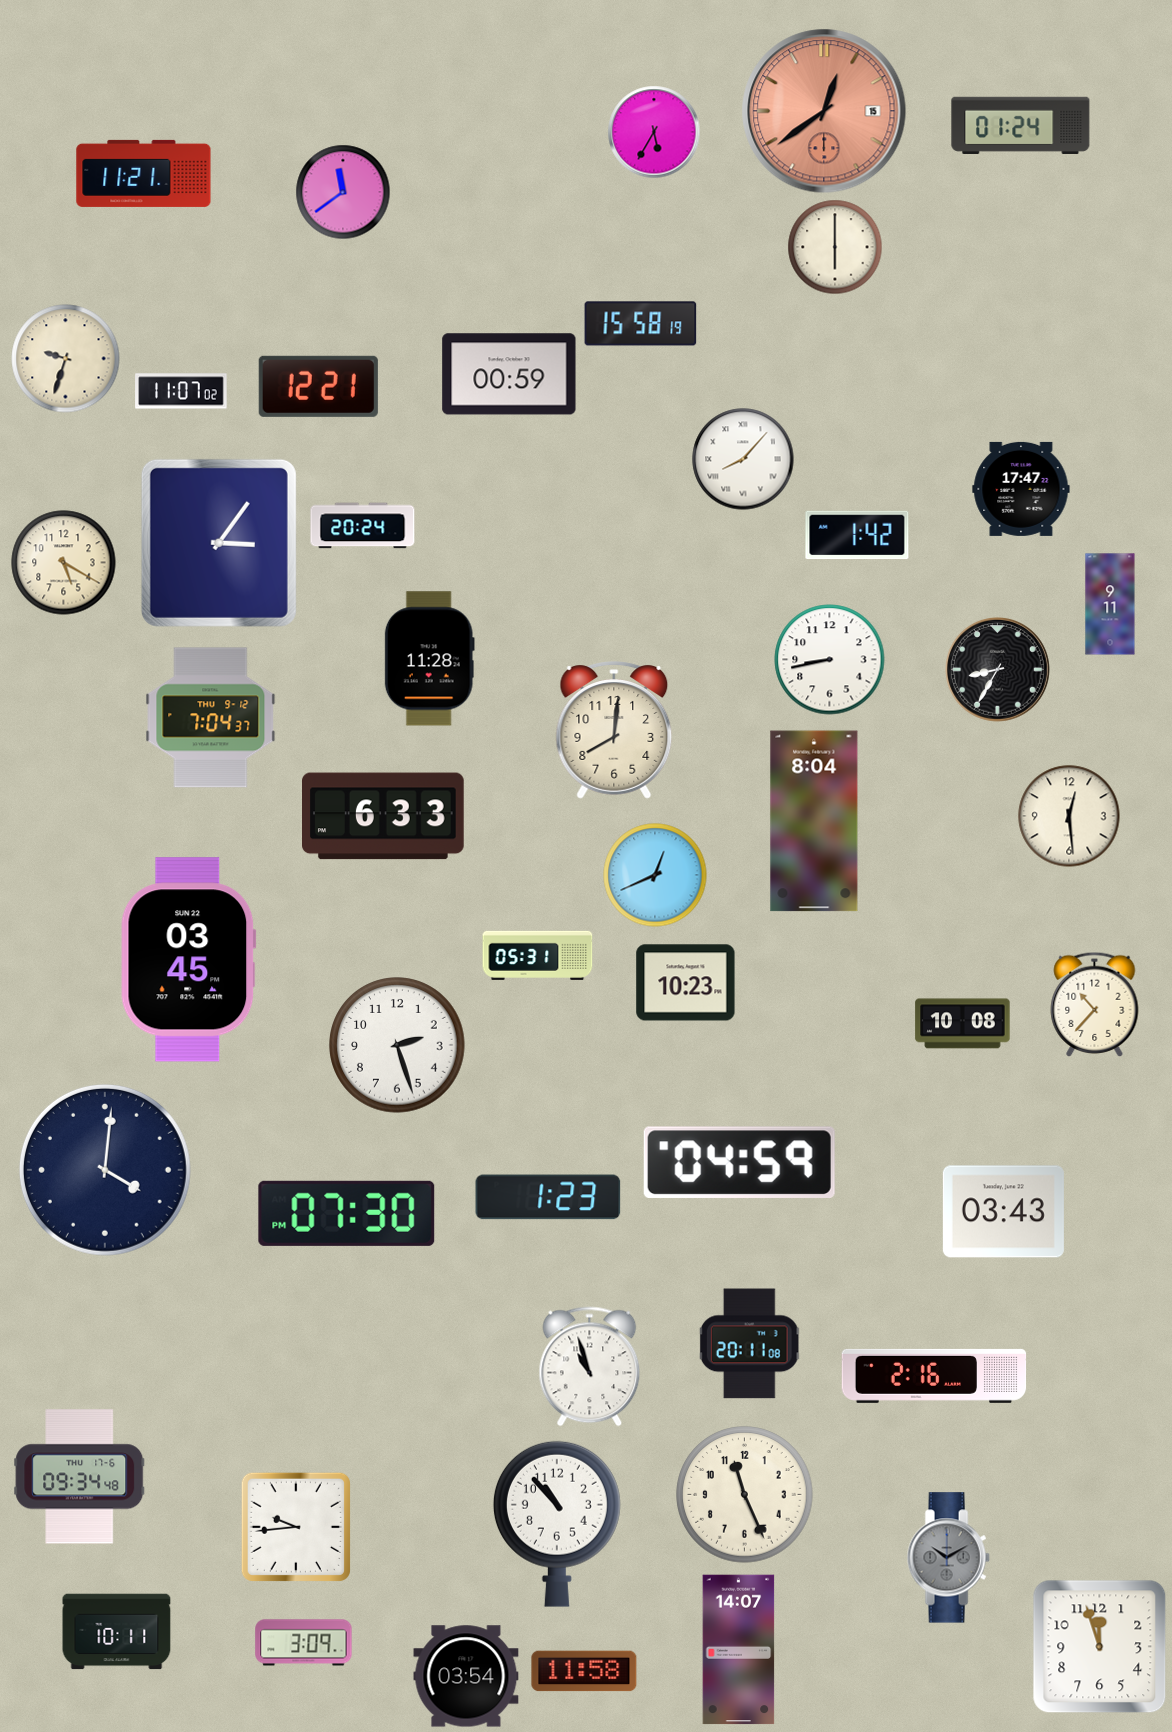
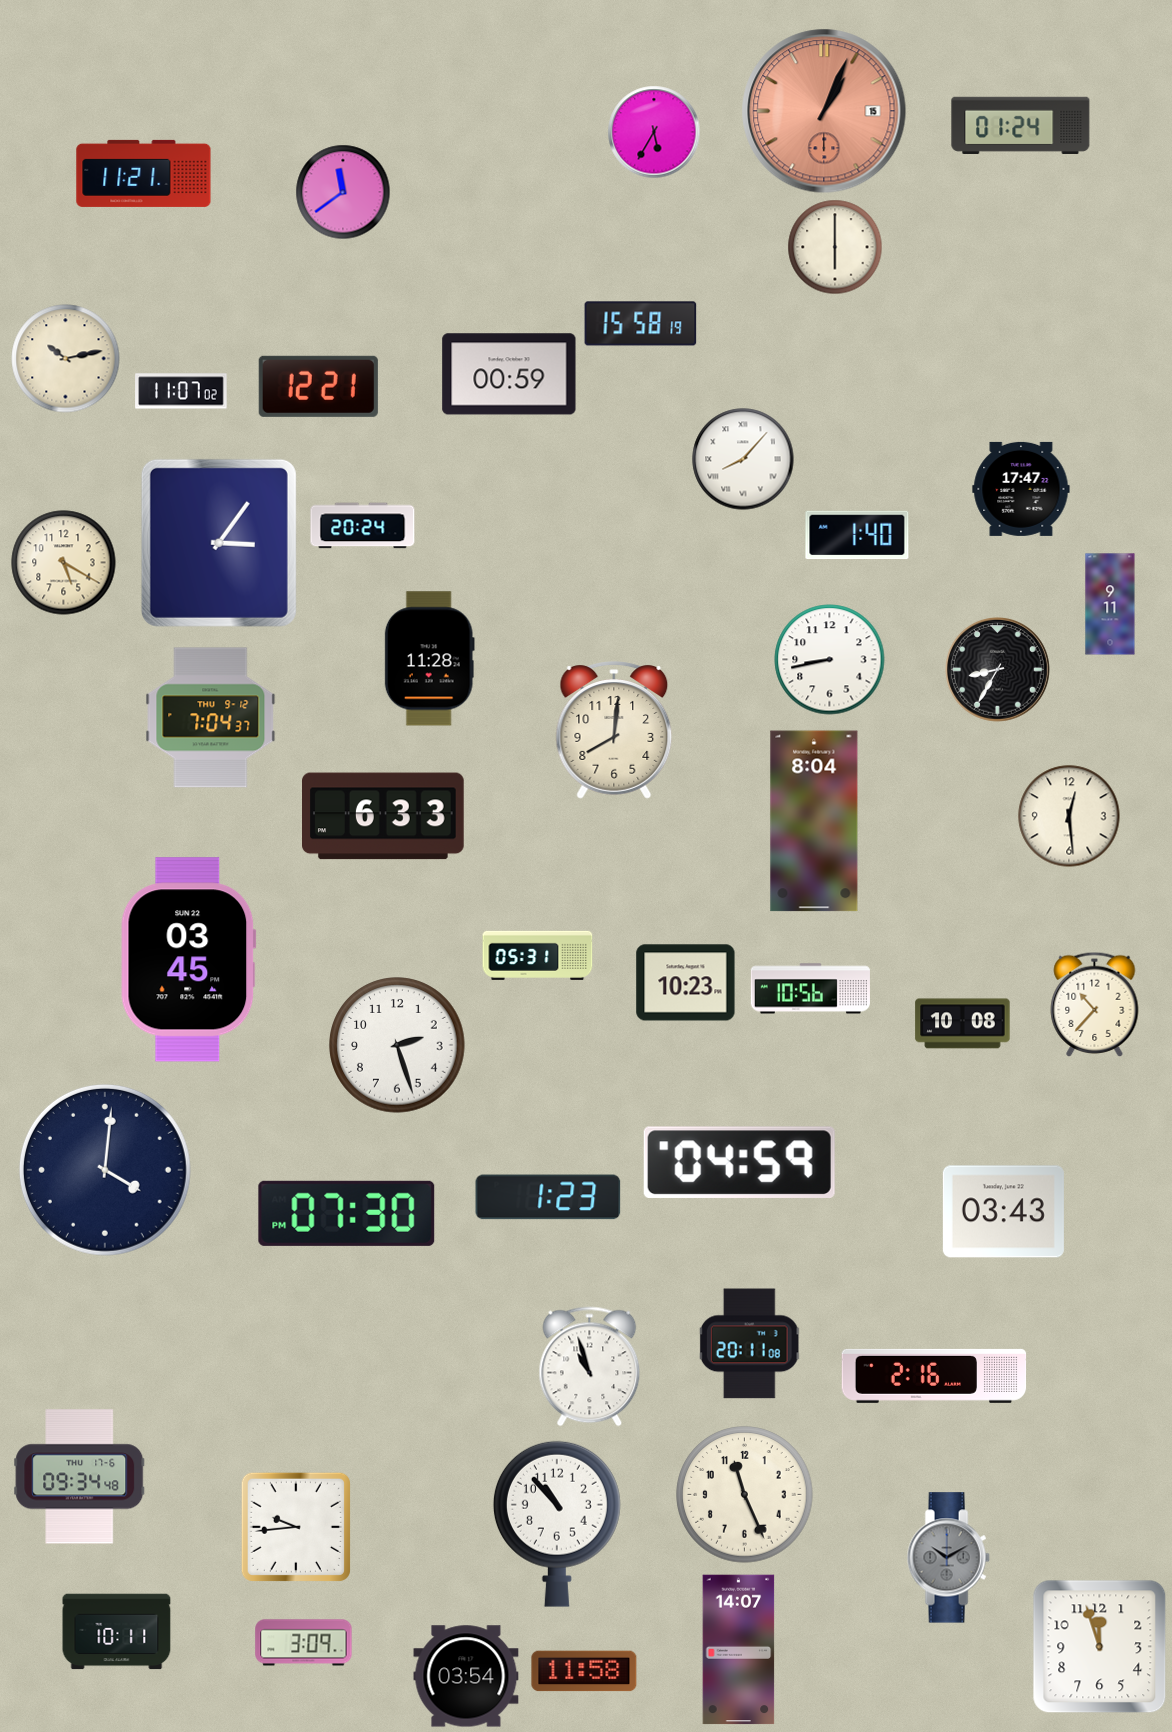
clock at (824, 111): 12:39 -> 1:04
clock at (66, 359): 9:33 -> 10:13
clock at (857, 535): 1:42 -> 1:40
clock at (655, 875): 12:41 -> none
clock at (810, 989): none -> 10:56
